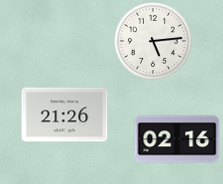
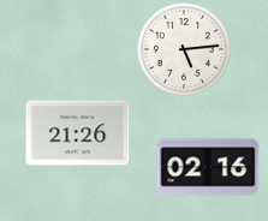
clock at (65, 115) position: (65, 115) -> (78, 133)
clock at (177, 139) position: (177, 139) -> (208, 167)
